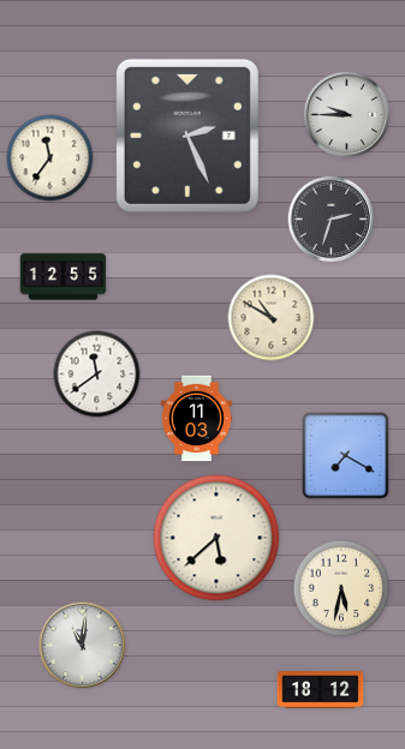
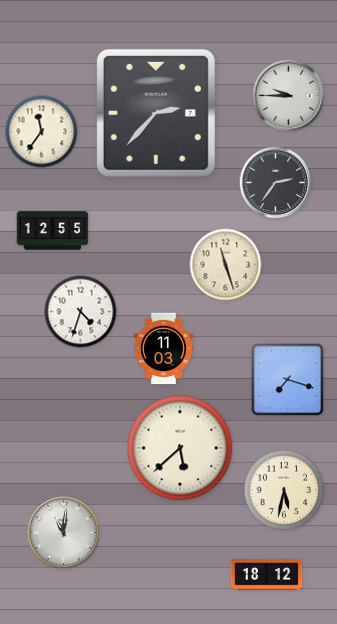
clock at (187, 136): 2:26 -> 2:37
clock at (332, 220): 2:33 -> 2:36
clock at (272, 318): 10:50 -> 11:27
clock at (97, 374): 11:39 -> 4:33
clock at (346, 456): 7:20 -> 7:18
clock at (83, 646) position: (83, 646) -> (64, 533)
